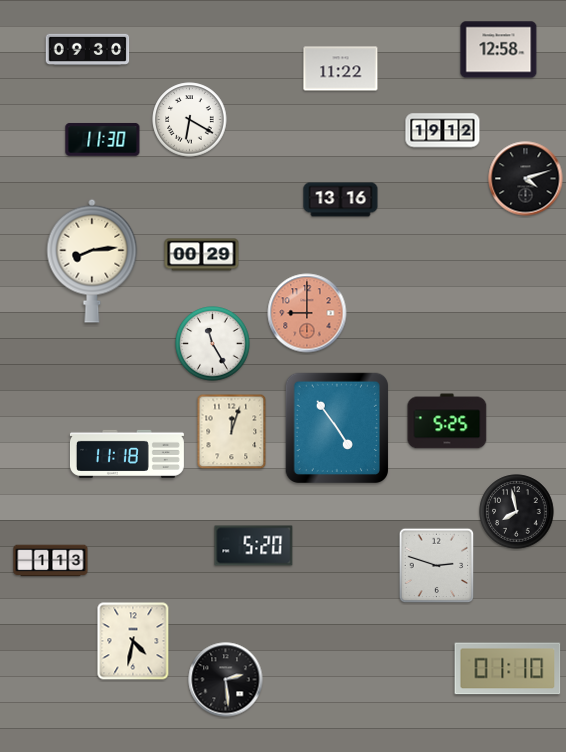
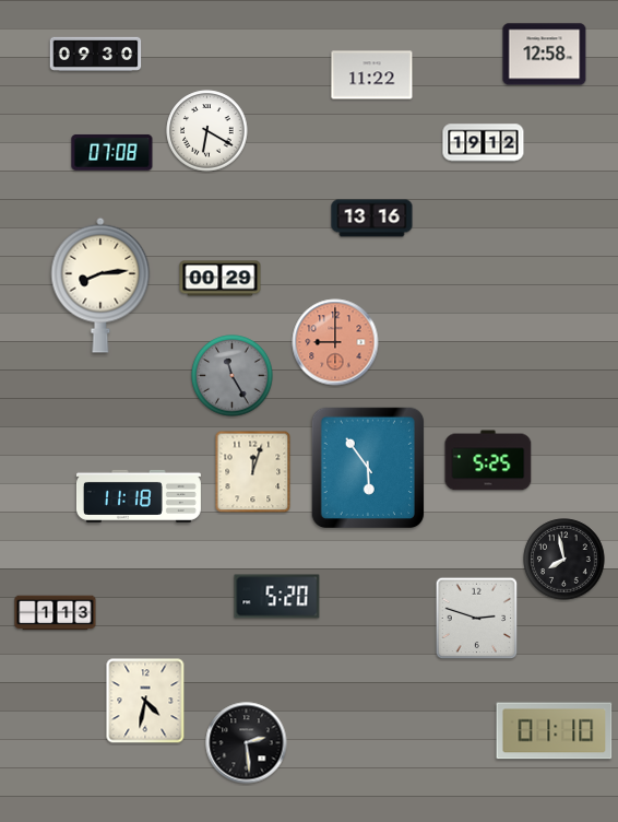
clock at (103, 139): 11:30 -> 07:08
clock at (526, 179): 4:12 -> none
clock at (213, 344) dial: white -> grey
clock at (336, 428): 4:54 -> 5:54
